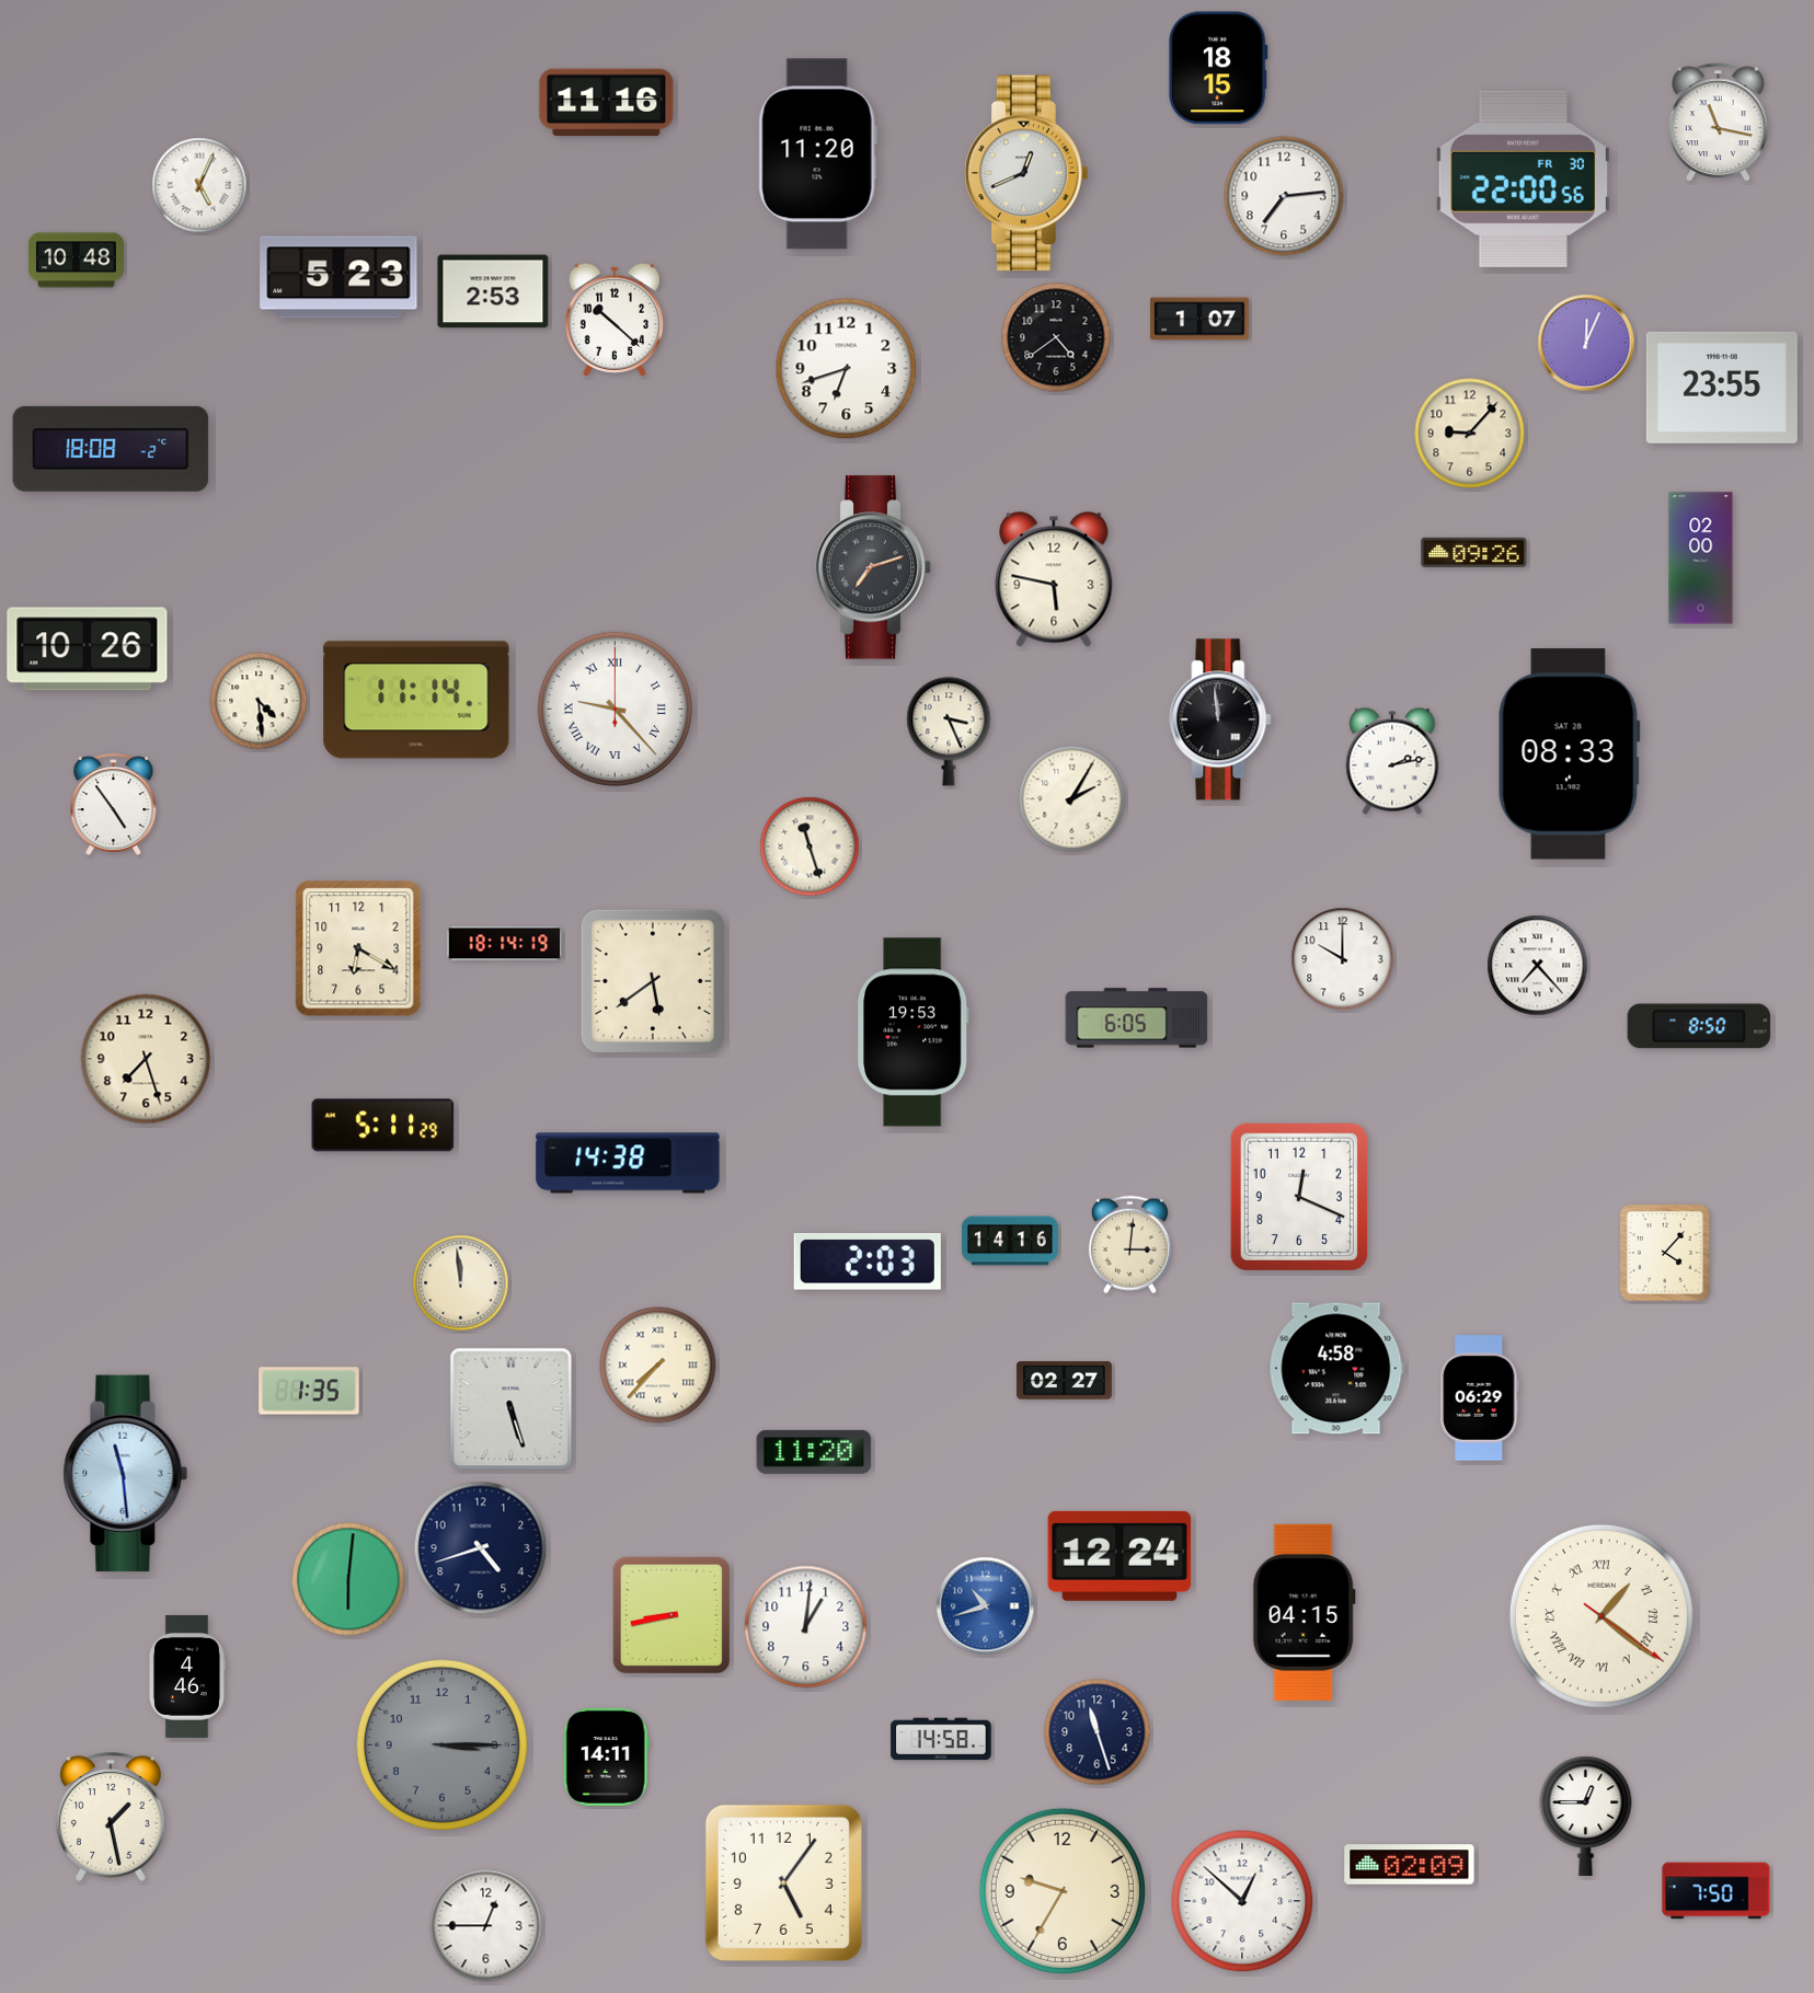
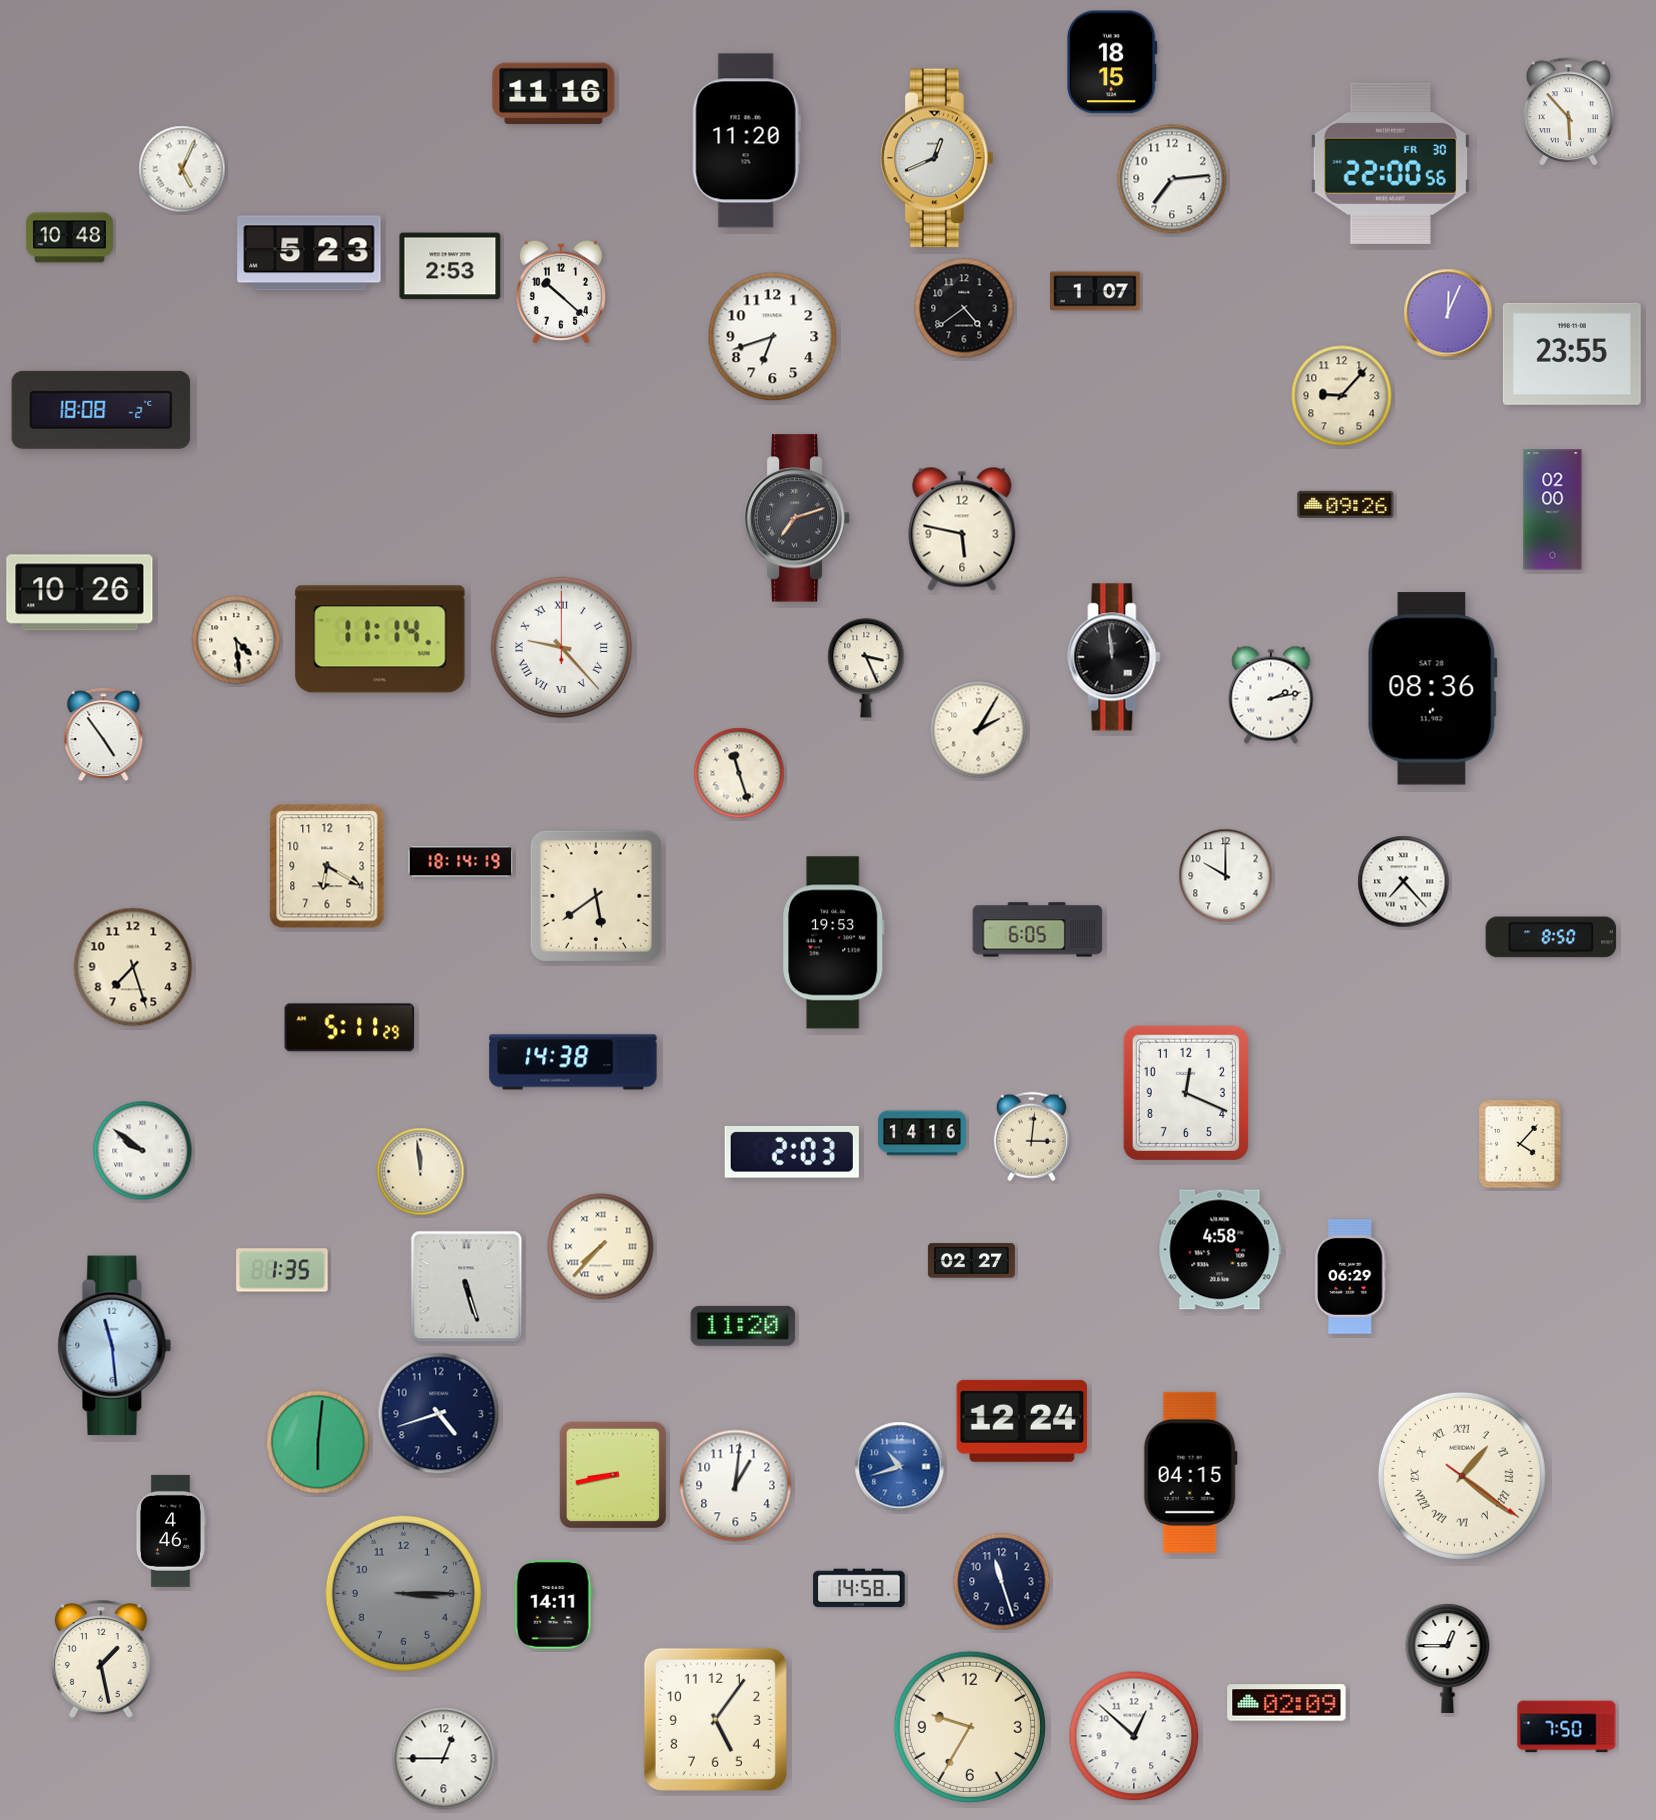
clock at (1718, 123): 11:17 -> 5:53
clock at (1569, 754): 08:33 -> 08:36
clock at (143, 1151): none -> 9:51
